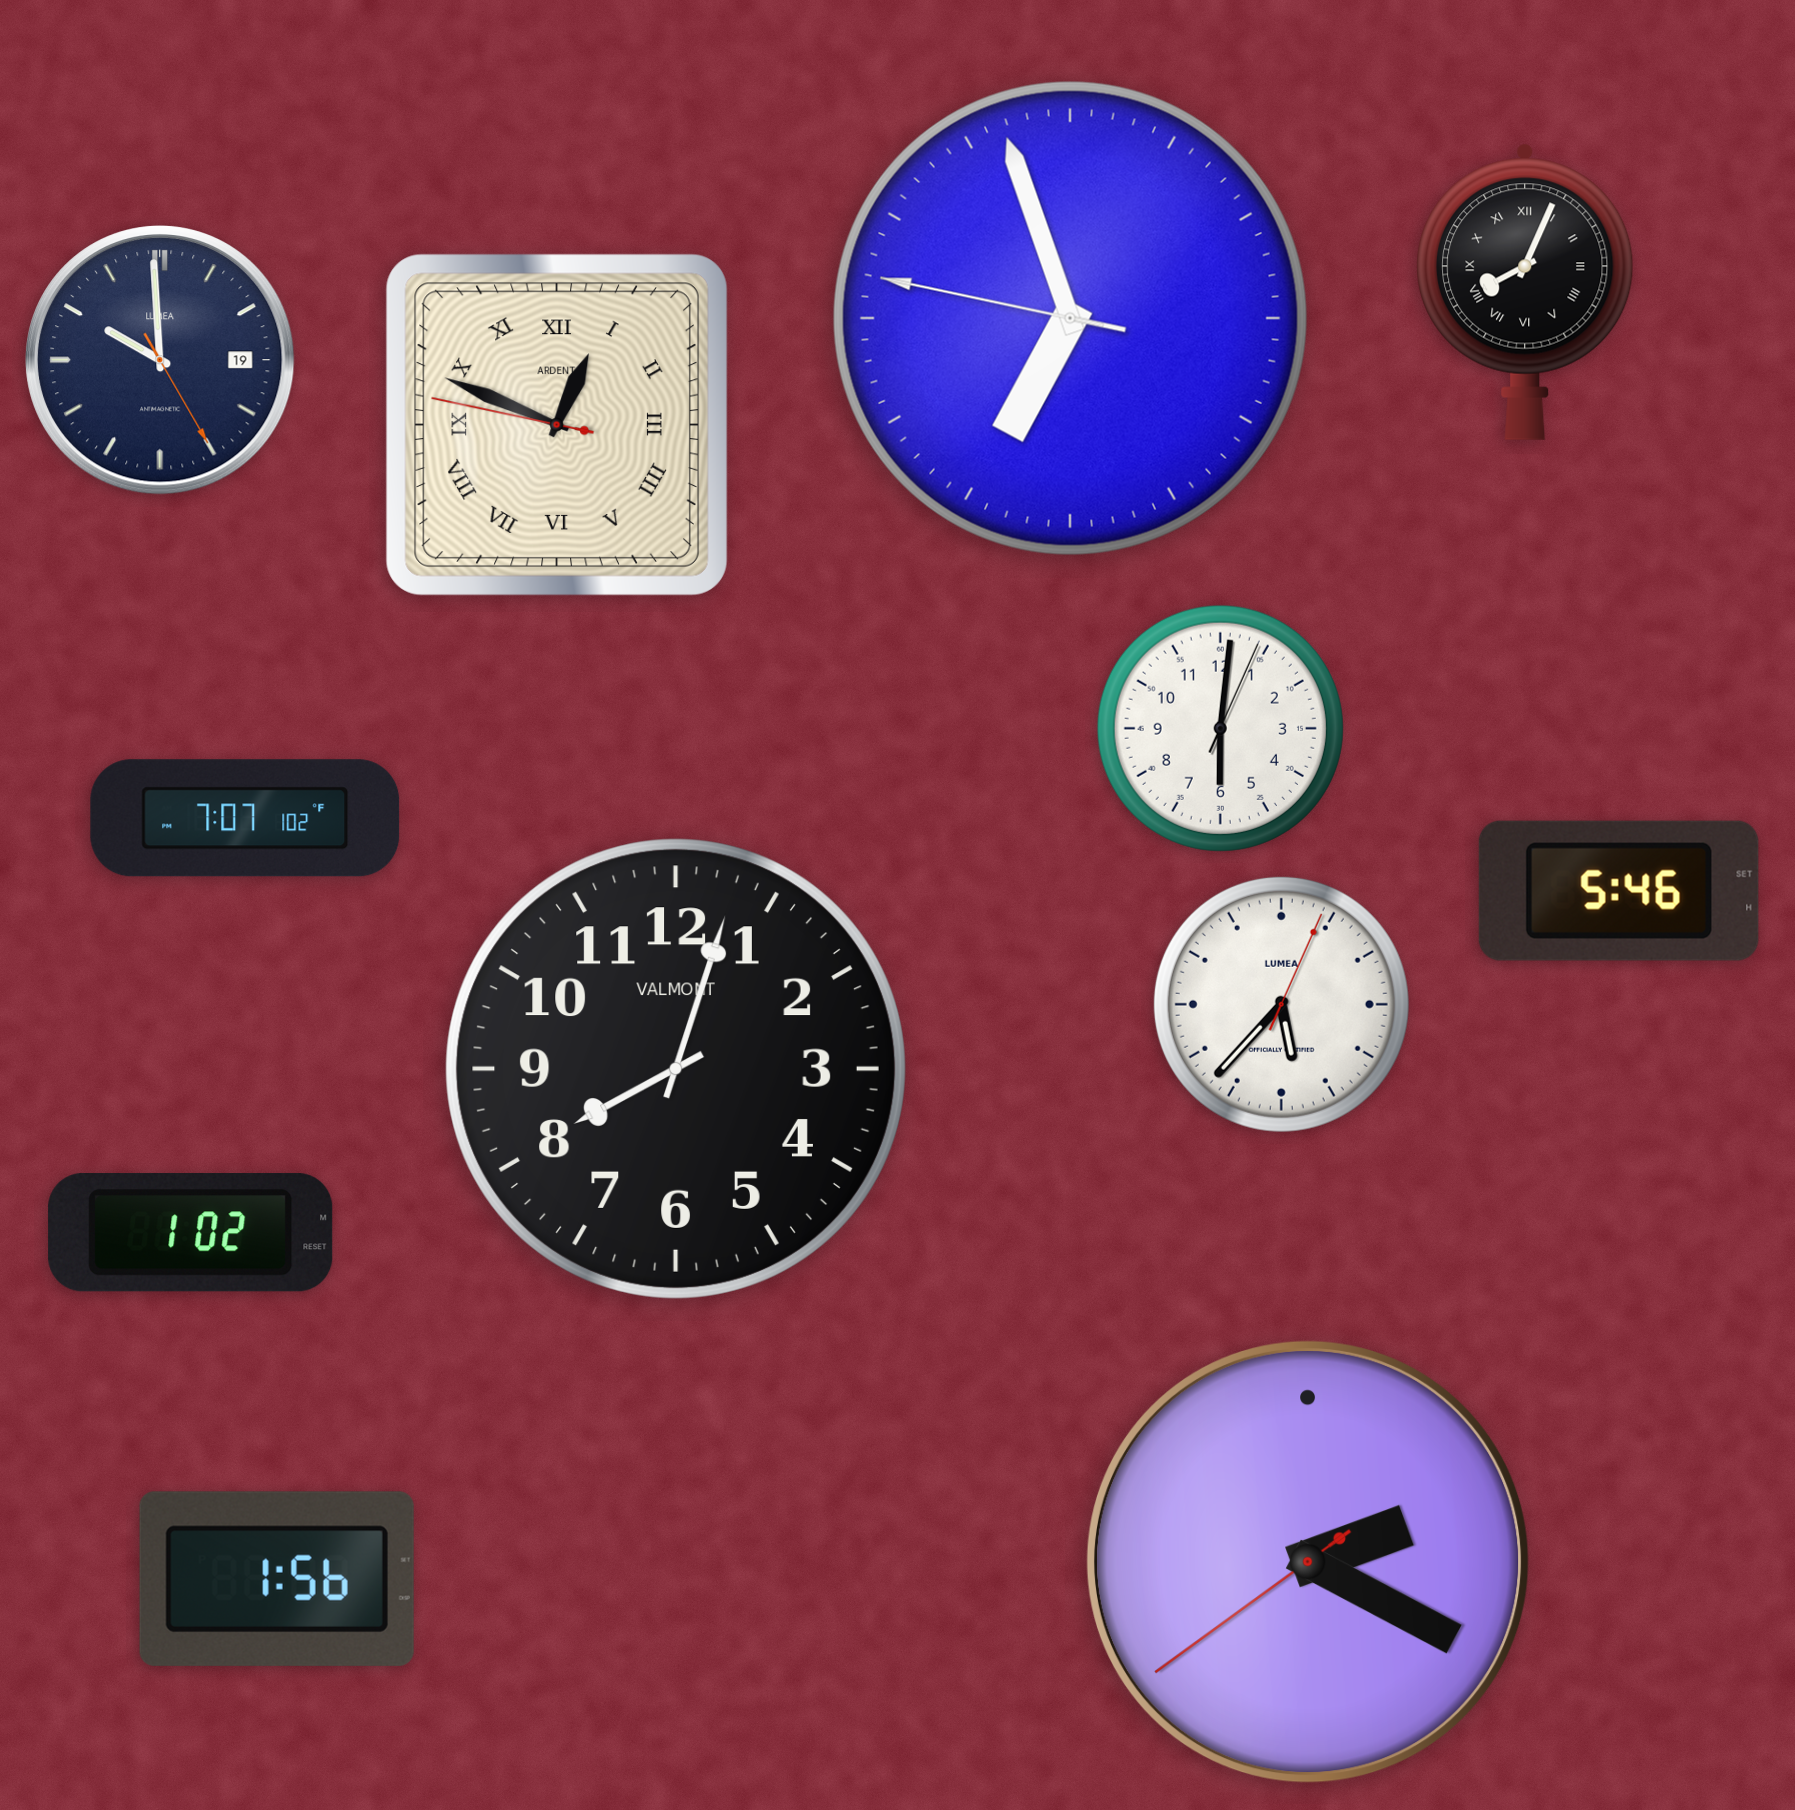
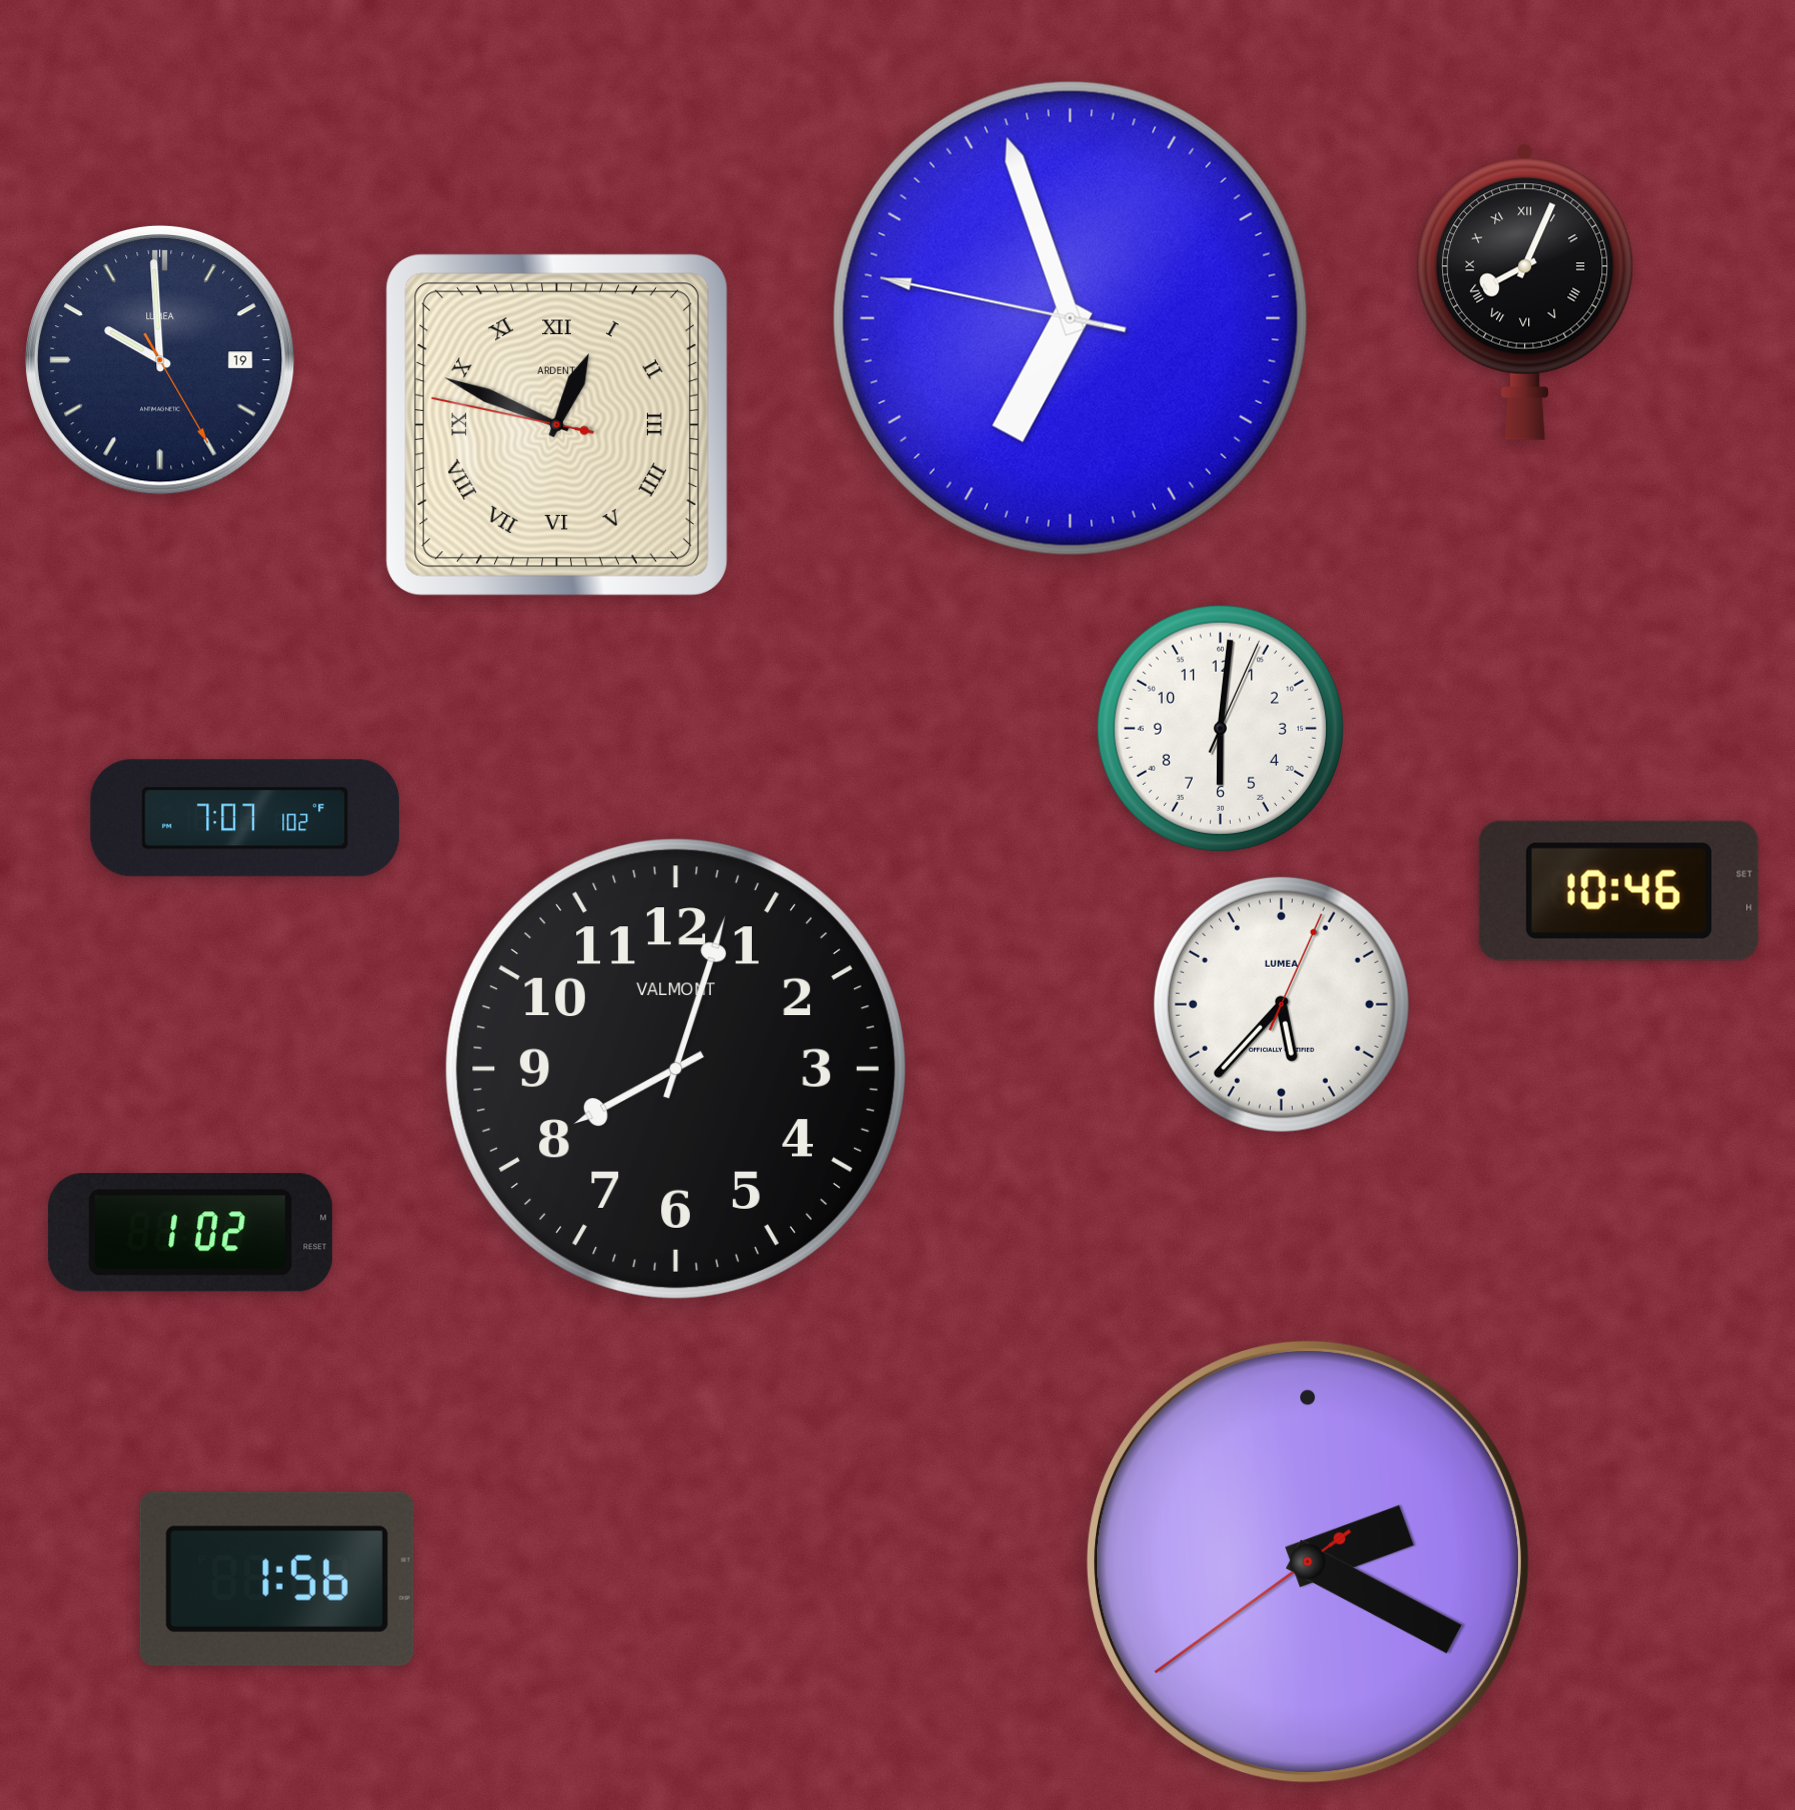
clock at (1619, 891): 5:46 -> 10:46
